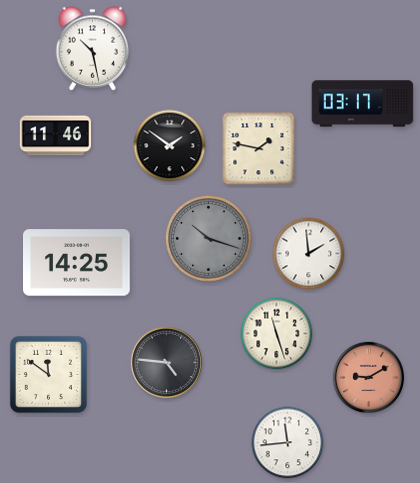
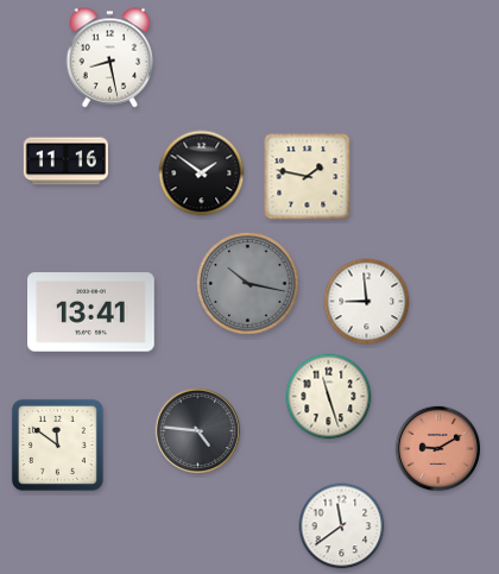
clock at (93, 49): 10:28 -> 8:28
clock at (363, 104): 03:17 -> none
clock at (55, 136): 11:46 -> 11:16
clock at (209, 239): 10:18 -> 10:17
clock at (309, 254): 1:59 -> 8:59
clock at (77, 263): 14:25 -> 13:41
clock at (288, 443): 11:44 -> 11:39
